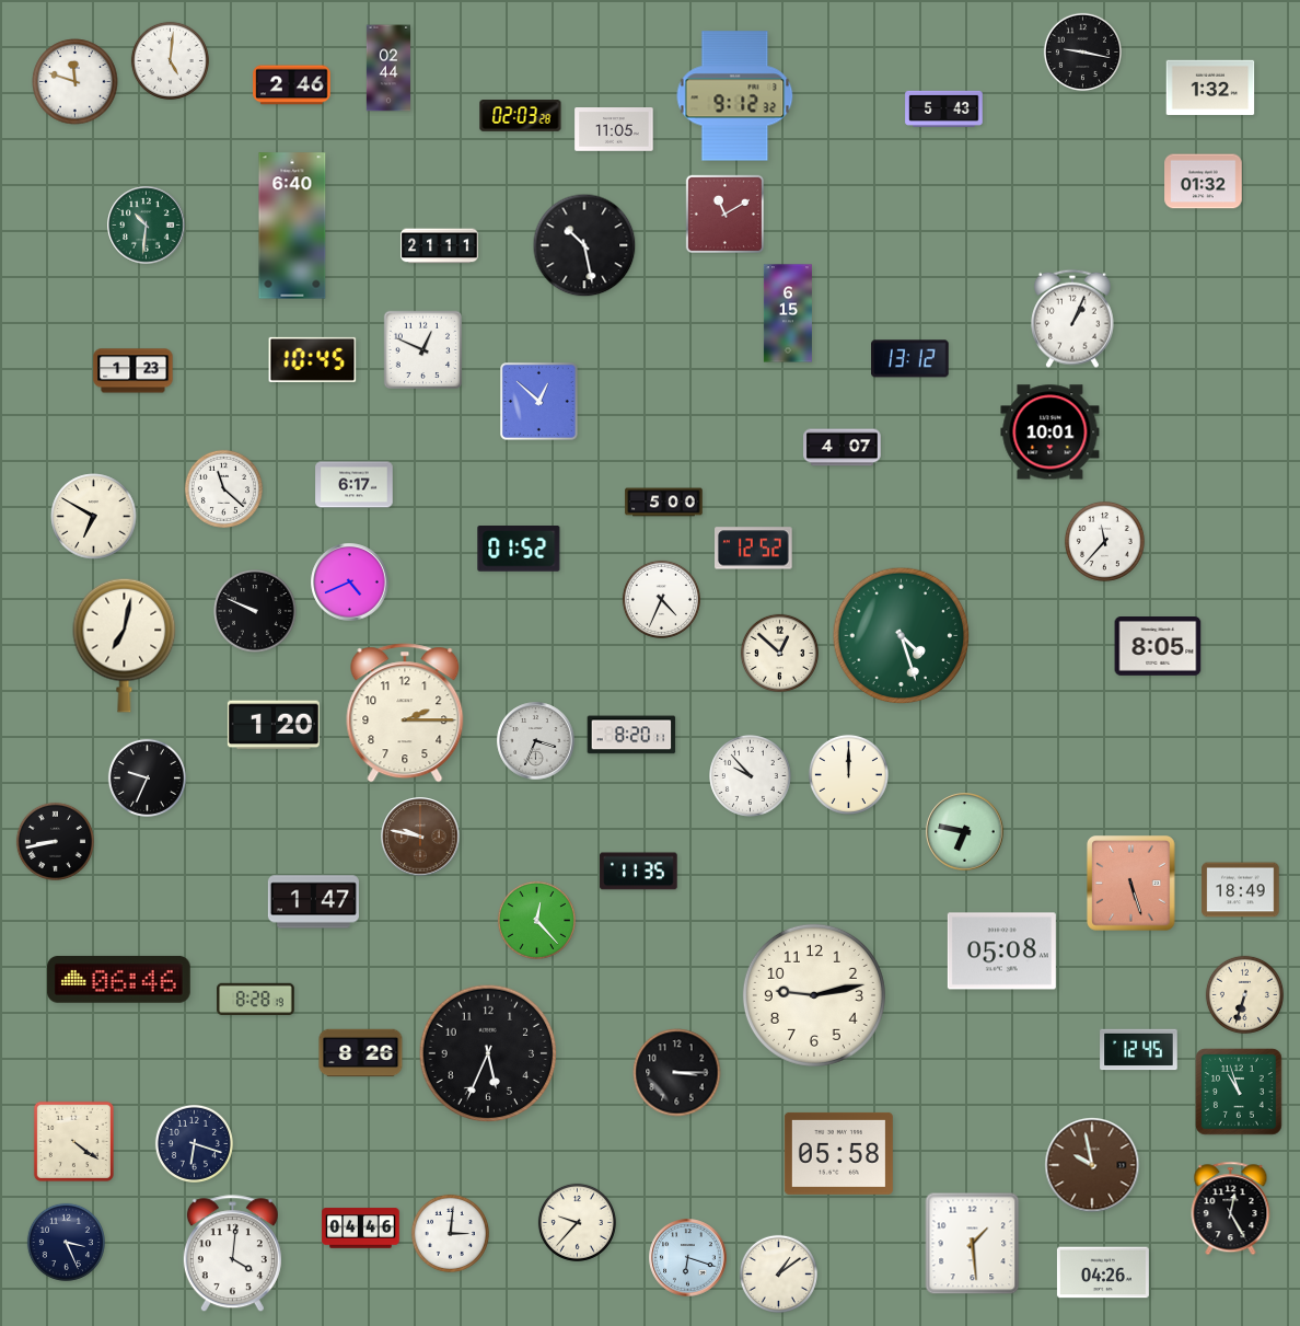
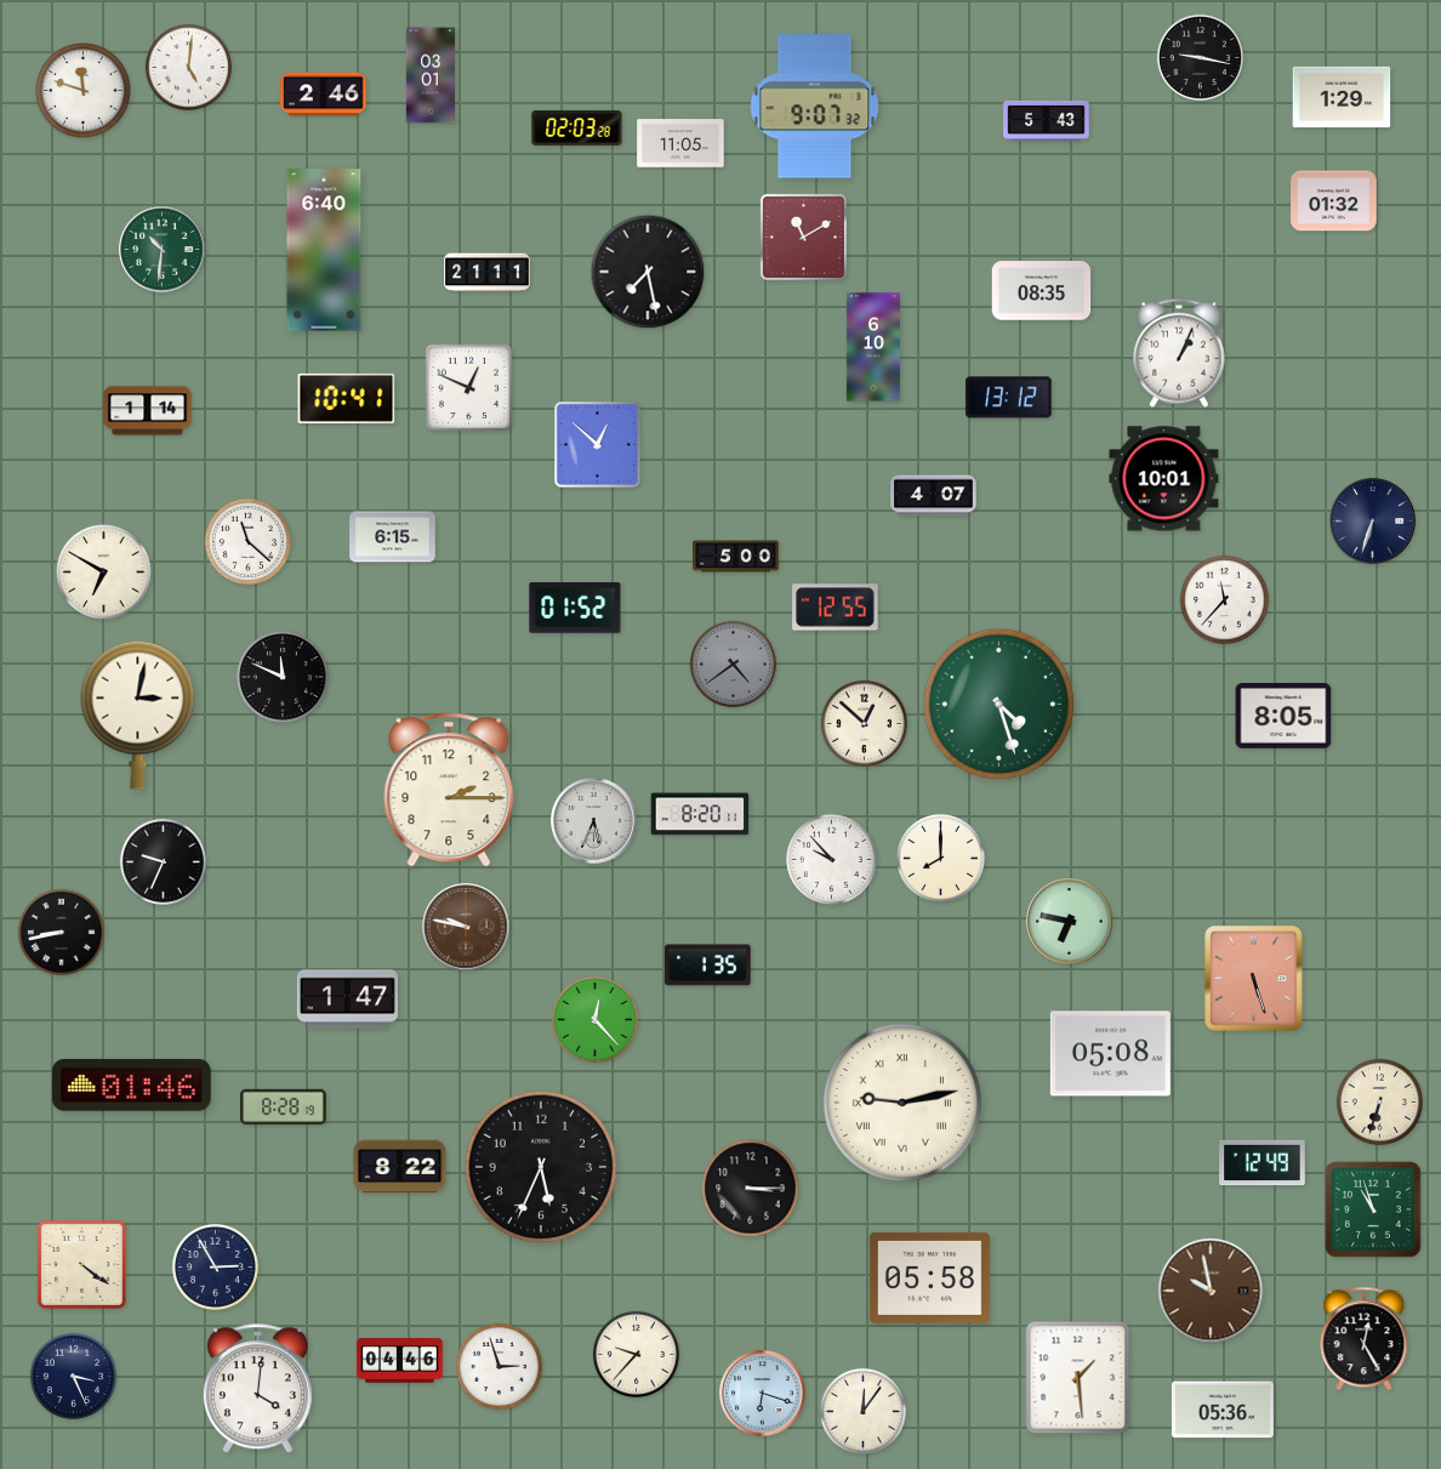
clock at (387, 68): 02:44 -> 03:01
clock at (1210, 88): 1:32 -> 1:29
clock at (735, 96): 9:12 -> 9:07
clock at (584, 245): 10:28 -> 7:28
clock at (1042, 291): none -> 08:35
clock at (788, 313): 6:15 -> 6:10
clock at (1073, 319) position: (1073, 319) -> (1180, 353)
clock at (313, 359): 10:45 -> 10:41
clock at (134, 371): 1:23 -> 1:14
clock at (1373, 522): none -> 6:33
clock at (355, 485): 6:17 -> 6:15
clock at (754, 549): 12:52 -> 12:55
clock at (350, 583): 4:41 -> none
clock at (661, 599): 4:34 -> 4:39
clock at (661, 599) dial: white -> grey
clock at (255, 611): 9:49 -> 11:49
clock at (125, 645): 7:02 -> 3:02
clock at (274, 725): 1:20 -> none
clock at (536, 741): 3:34 -> 5:34
clock at (848, 774): 12:00 -> 8:00
clock at (639, 872): 11:35 -> 1:35
clock at (1241, 890): 18:49 -> none
clock at (118, 979): 06:46 -> 01:46
clock at (814, 995) numerals: Arabic -> Roman
clock at (1139, 1050): 12:45 -> 12:49
clock at (361, 1053): 8:26 -> 8:22
clock at (194, 1143): 6:18 -> 2:55
clock at (577, 1222) position: (577, 1222) -> (636, 1354)
clock at (450, 1233): 3:01 -> 2:57
clock at (1103, 1272): 04:26 -> 05:36
clock at (778, 1273): 1:09 -> 12:06
